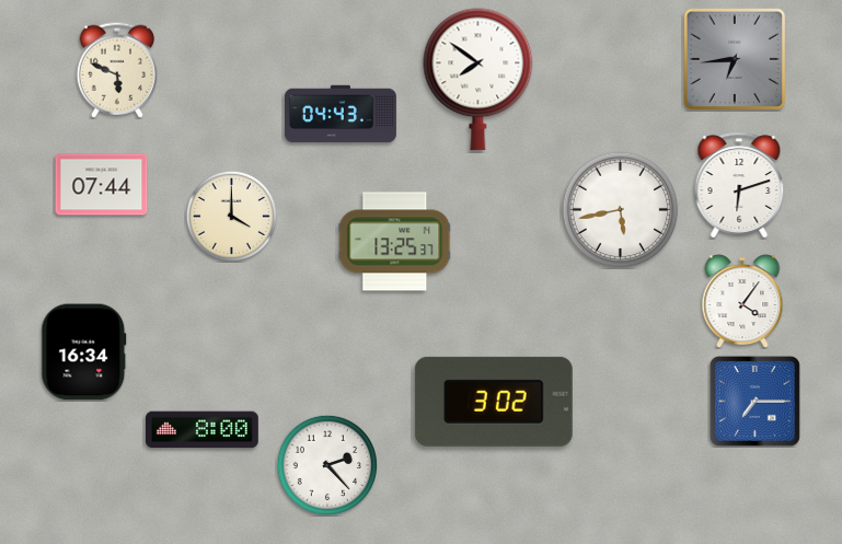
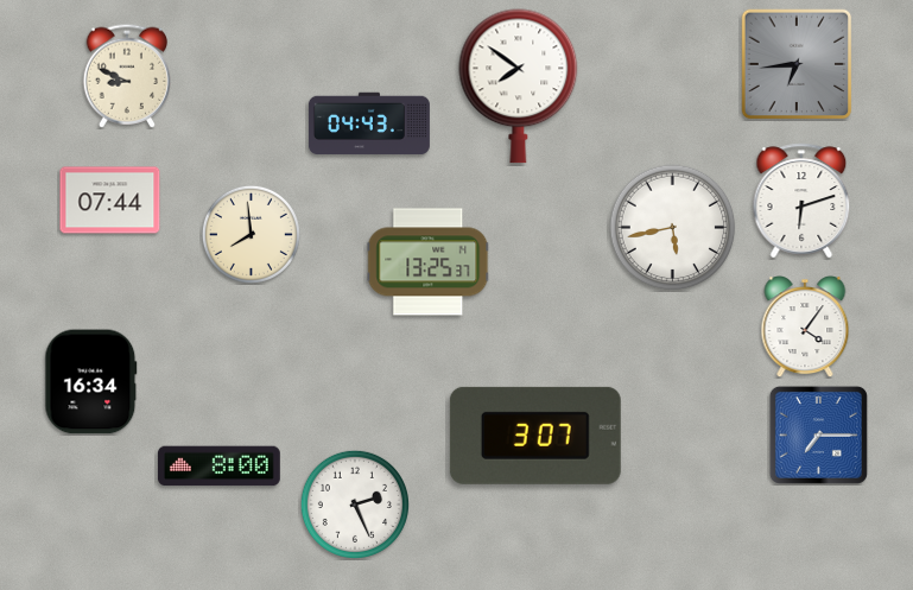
clock at (117, 70): 5:49 -> 8:49
clock at (231, 216): 4:00 -> 7:59
clock at (494, 402): 3:02 -> 3:07
clock at (327, 465): 2:23 -> 2:26
